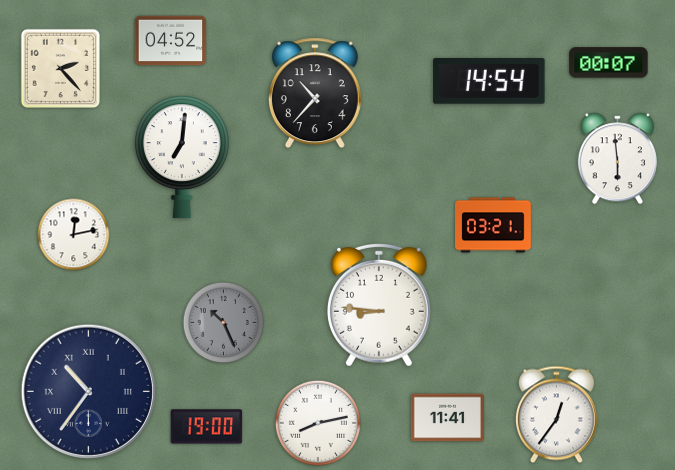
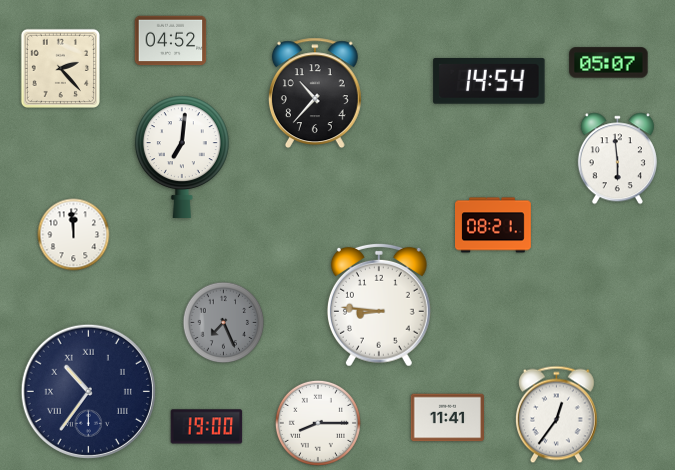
clock at (609, 63): 00:07 -> 05:07
clock at (494, 225): 03:21 -> 08:21
clock at (74, 235): 12:13 -> 11:59
clock at (224, 323): 10:26 -> 7:26
clock at (318, 423): 8:13 -> 8:15
